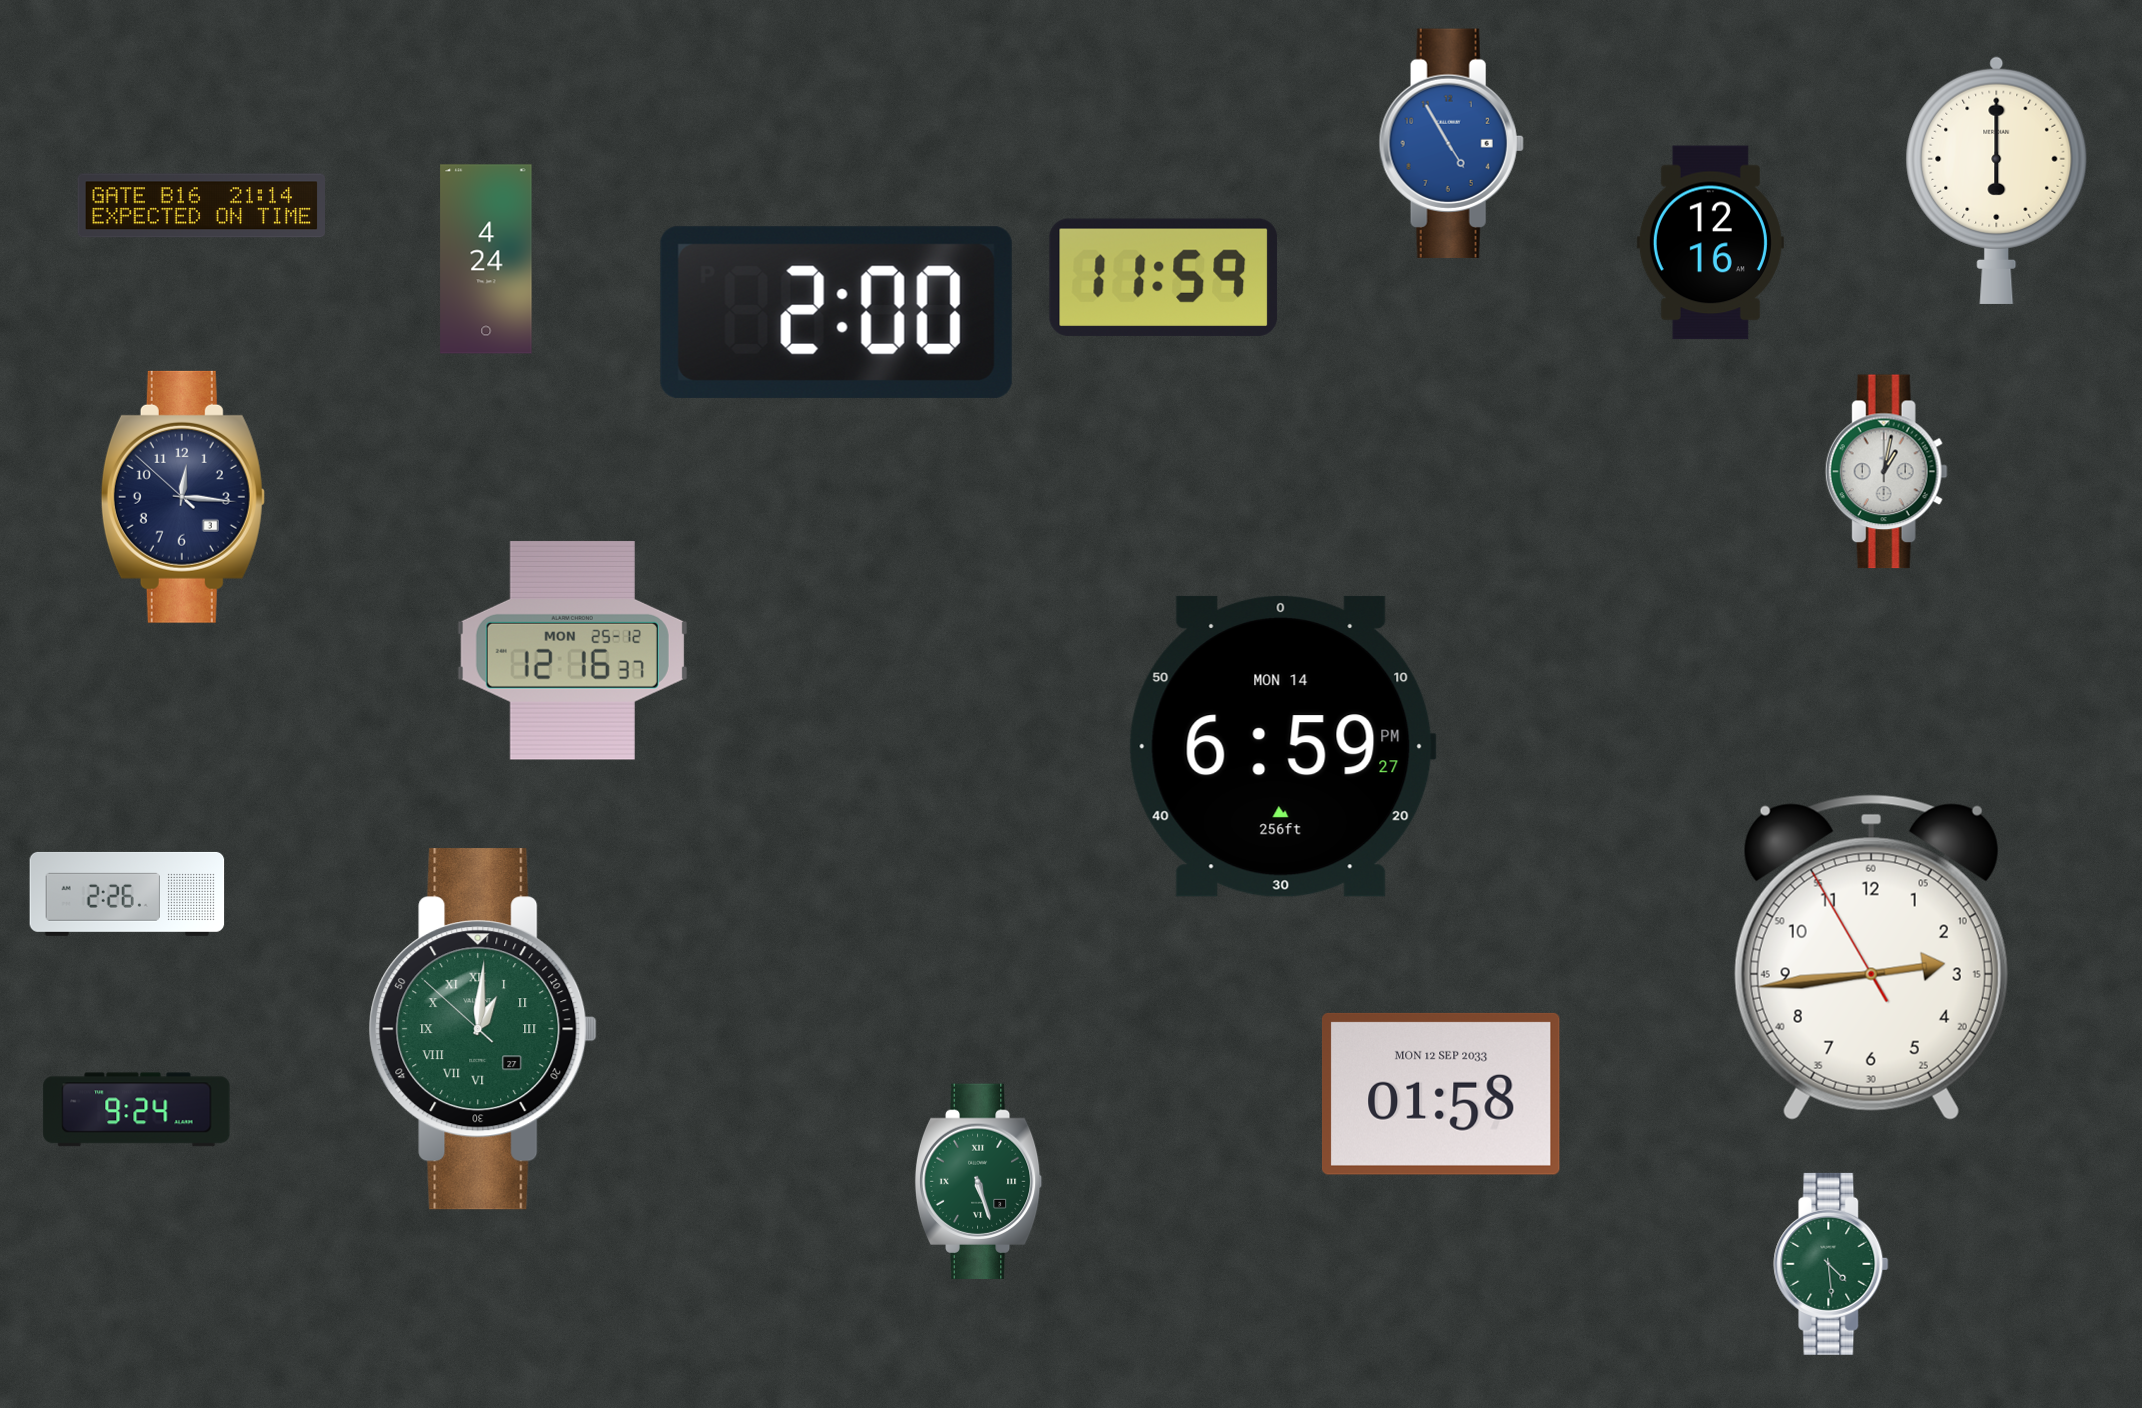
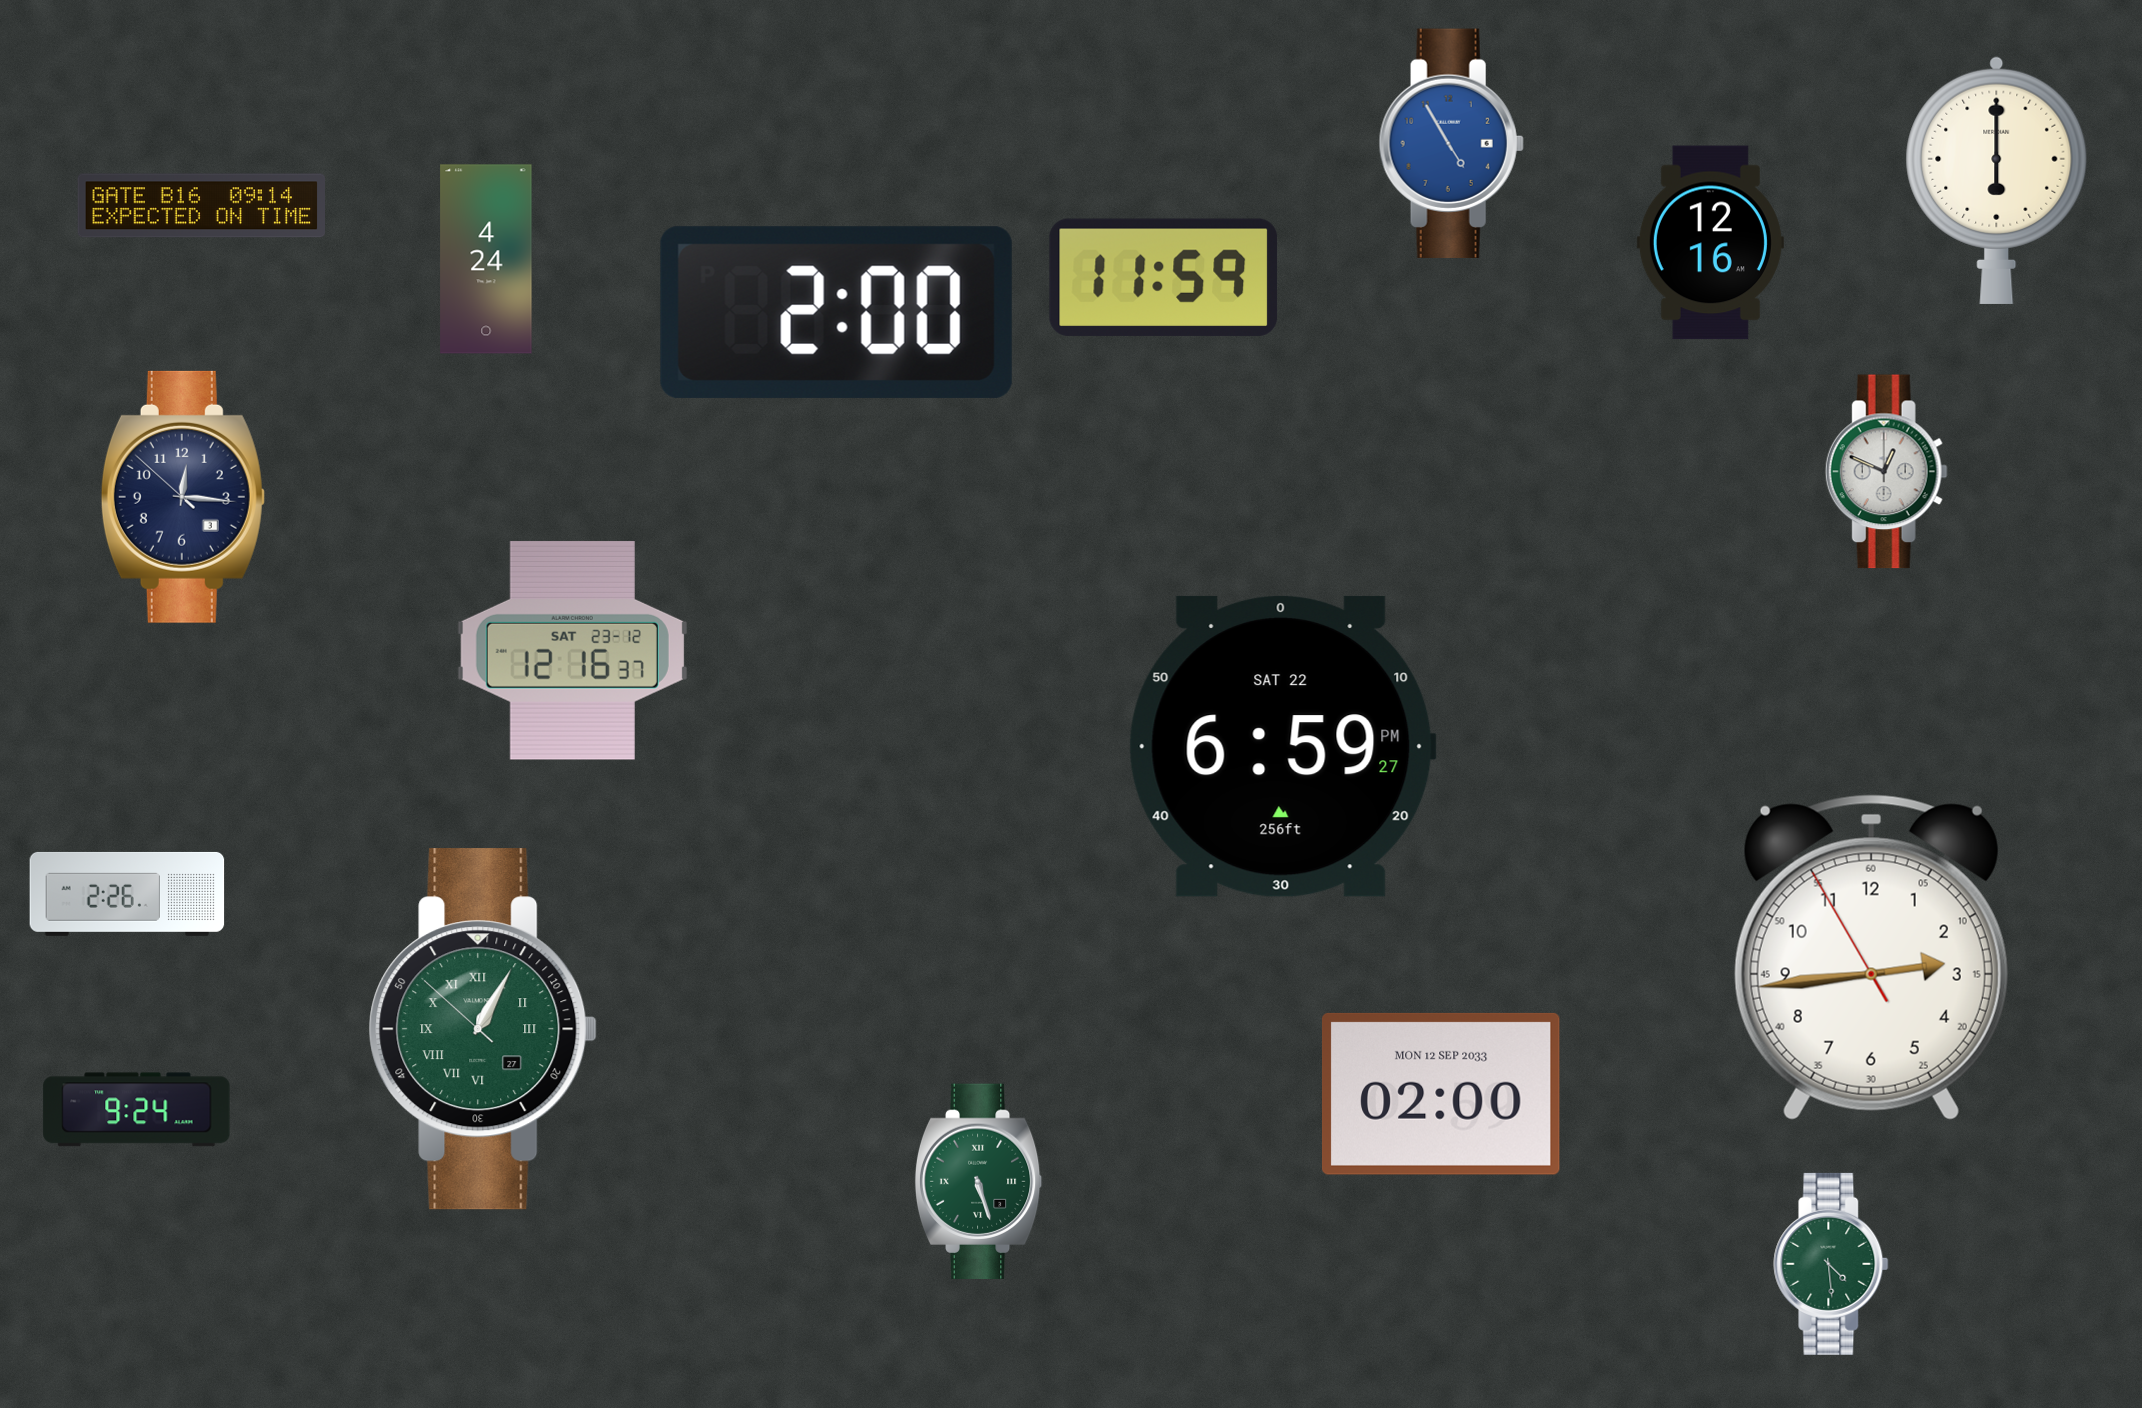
clock at (201, 206): 21:14 -> 09:14
clock at (1886, 472): 1:02 -> 12:49
clock at (572, 650) date: MON 25-12 -> SAT 23-12
clock at (1282, 746) date: MON 14 -> SAT 22
clock at (483, 1029): 1:00 -> 1:04
clock at (1441, 1094): 01:58 -> 02:00
